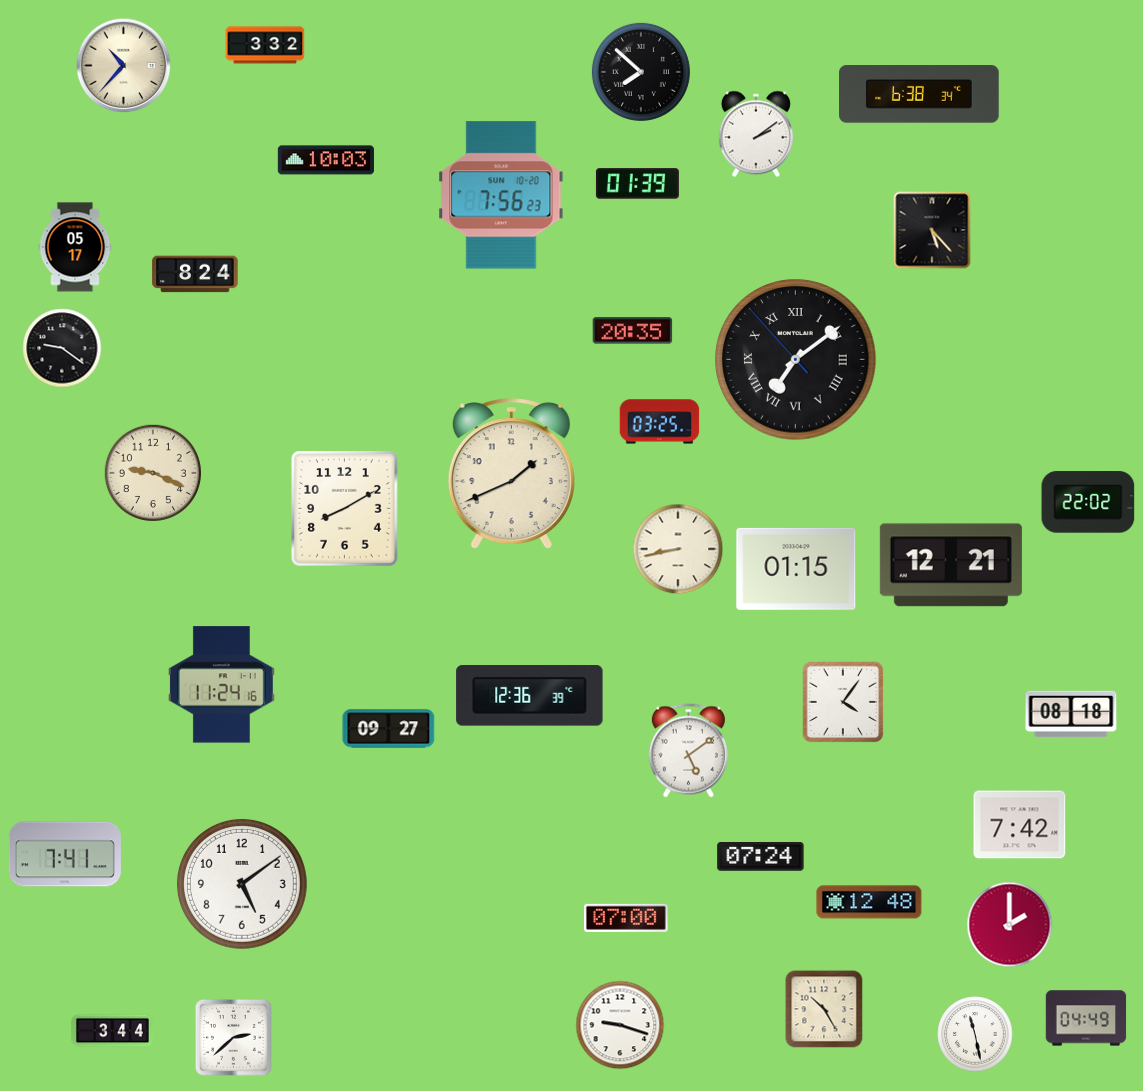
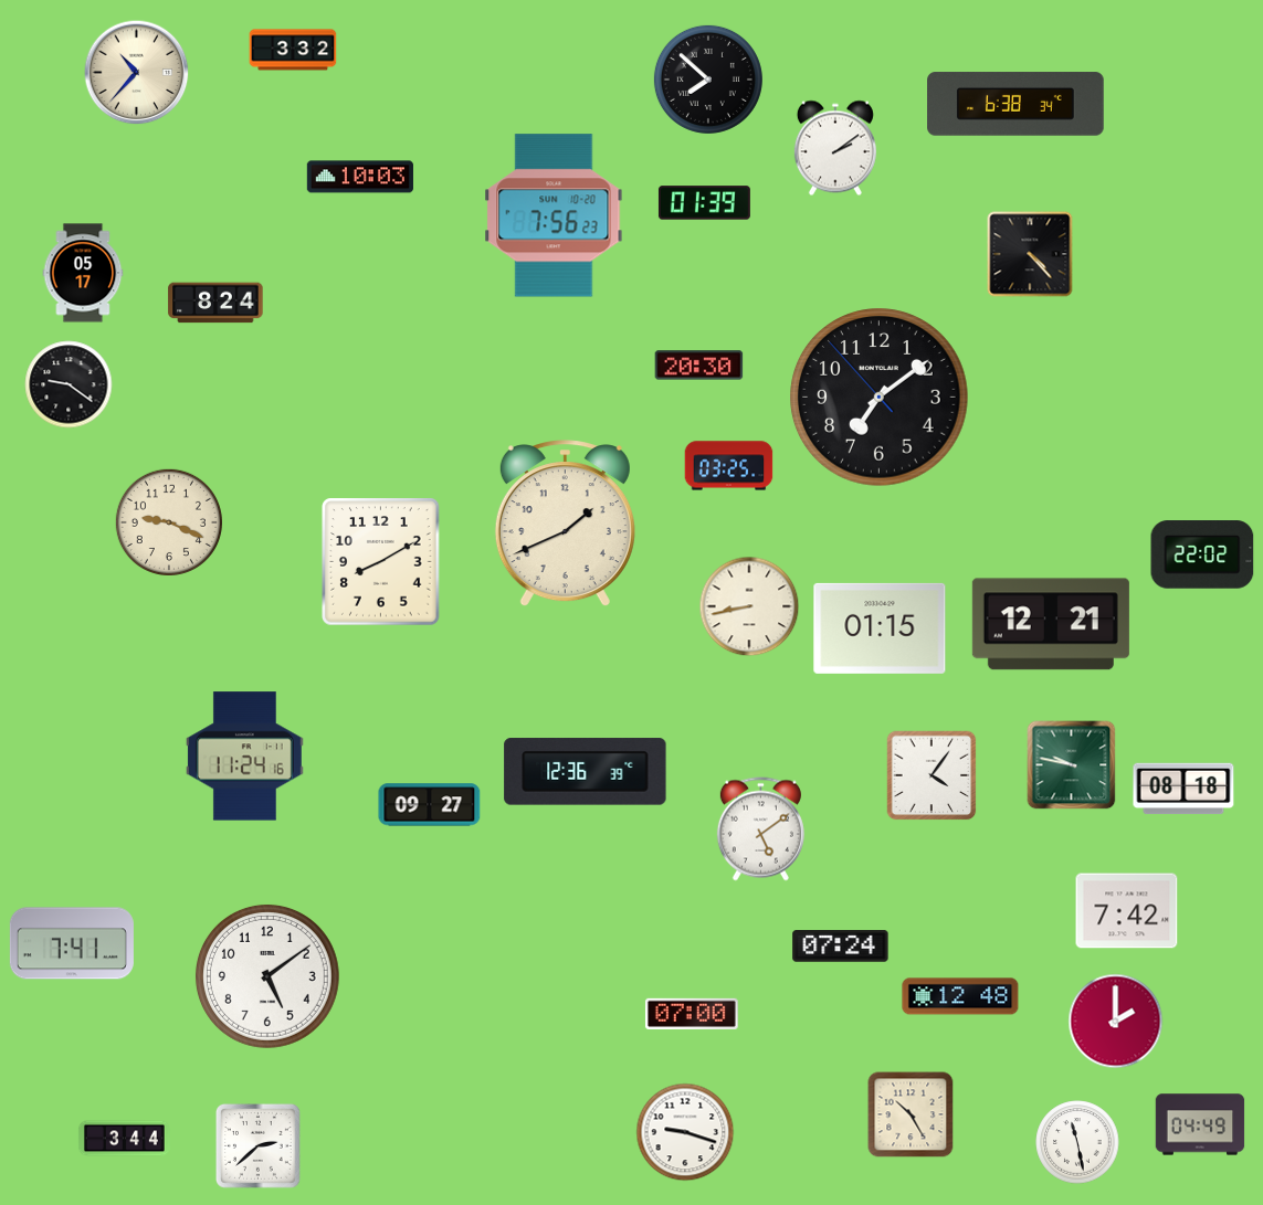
clock at (932, 230): 5:23 -> 4:23
clock at (633, 331): 20:35 -> 20:30
clock at (796, 360) numerals: Roman -> Arabic
clock at (1072, 765): none -> 9:47
clock at (530, 696) position: (530, 696) -> (586, 772)
